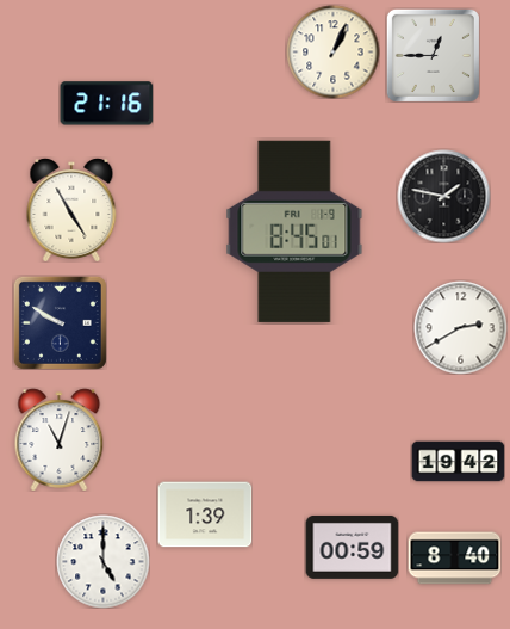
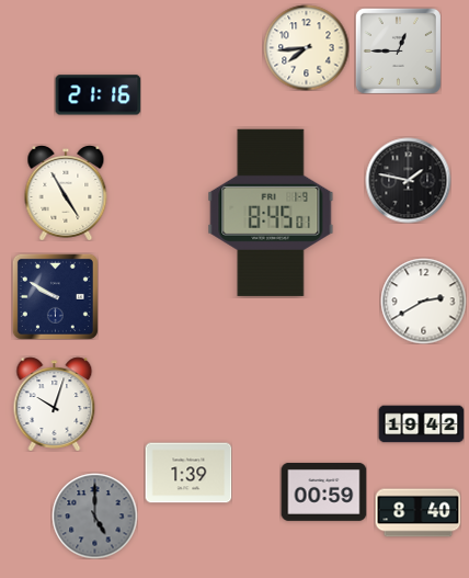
clock at (332, 51): 1:04 -> 7:44
clock at (60, 439): 11:03 -> 10:03
clock at (352, 547) position: (352, 547) -> (323, 491)
clock at (102, 561) dial: white -> grey
